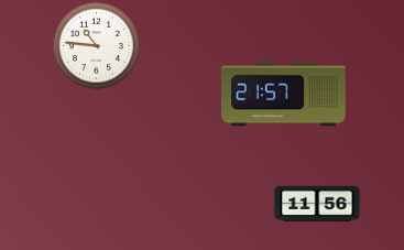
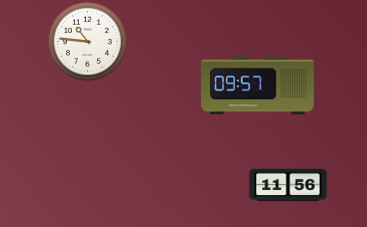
clock at (284, 95): 21:57 -> 09:57
